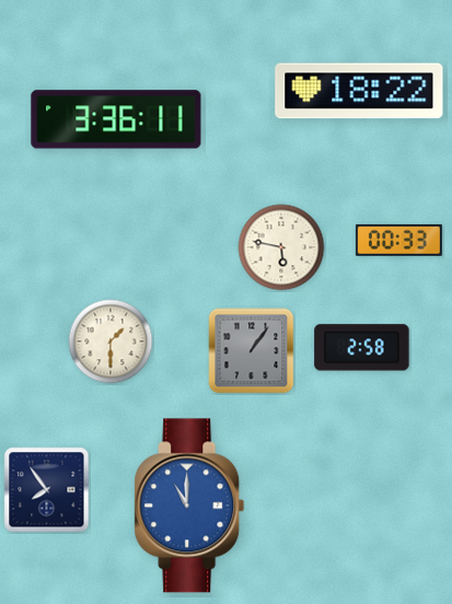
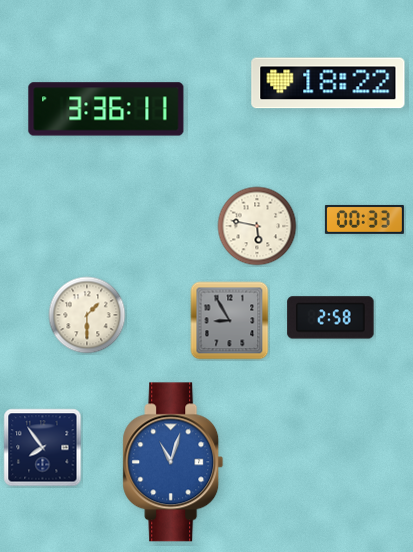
clock at (111, 341) position: (111, 341) -> (87, 315)
clock at (252, 351): 1:06 -> 8:55
clock at (189, 506): 11:00 -> 11:03
